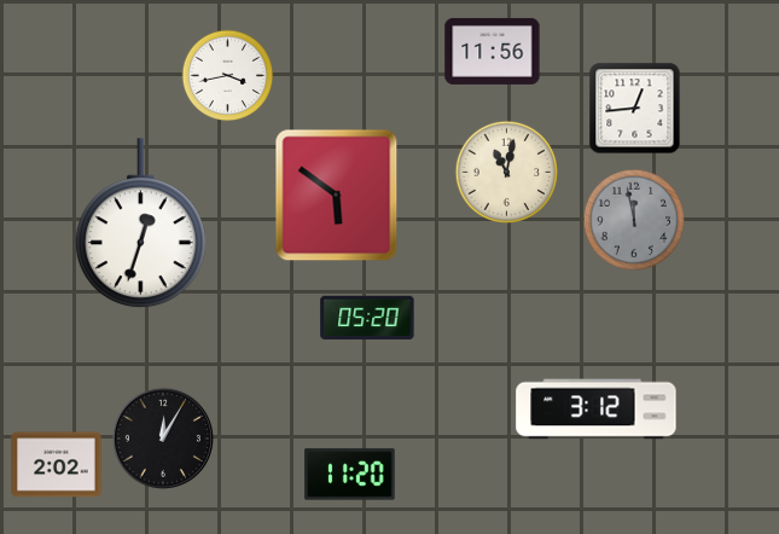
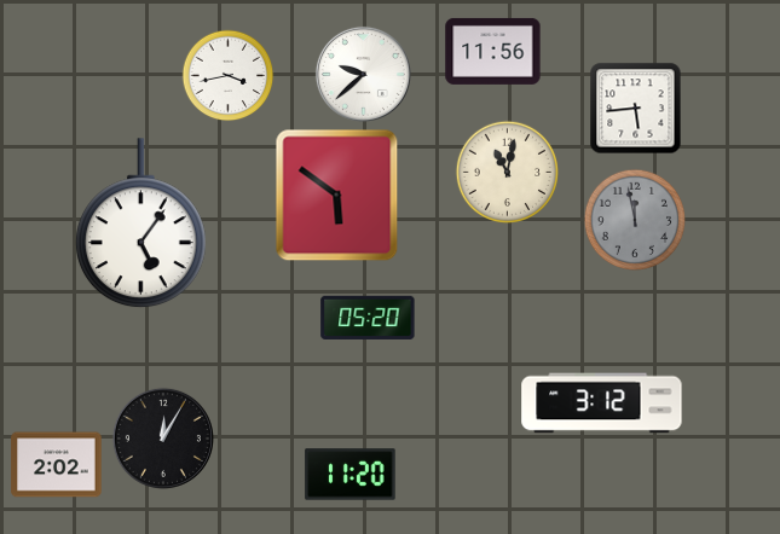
clock at (363, 74): none -> 9:38
clock at (635, 109): 12:44 -> 5:44
clock at (141, 224): 12:33 -> 5:06
clock at (597, 410) position: (597, 410) -> (602, 404)
